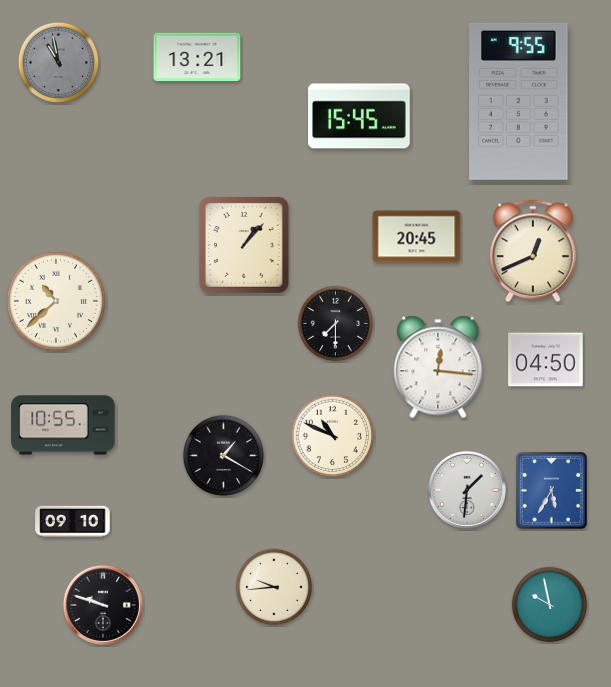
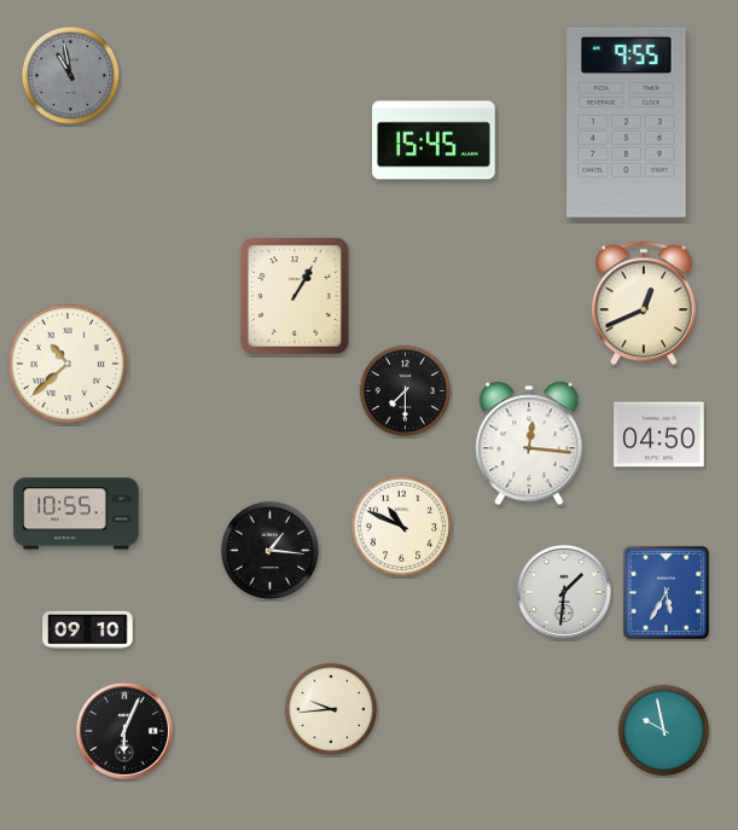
clock at (197, 57): 13:21 -> none
clock at (417, 237): 20:45 -> none
clock at (244, 246): 1:07 -> 1:05
clock at (224, 456): 1:20 -> 1:16
clock at (103, 605): 9:48 -> 6:04
